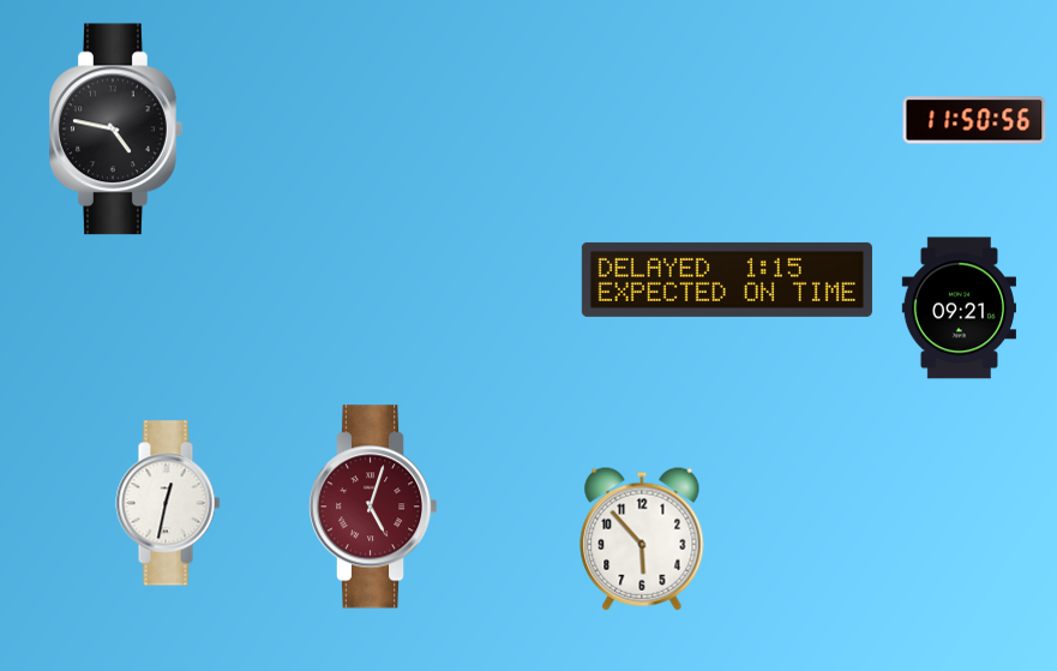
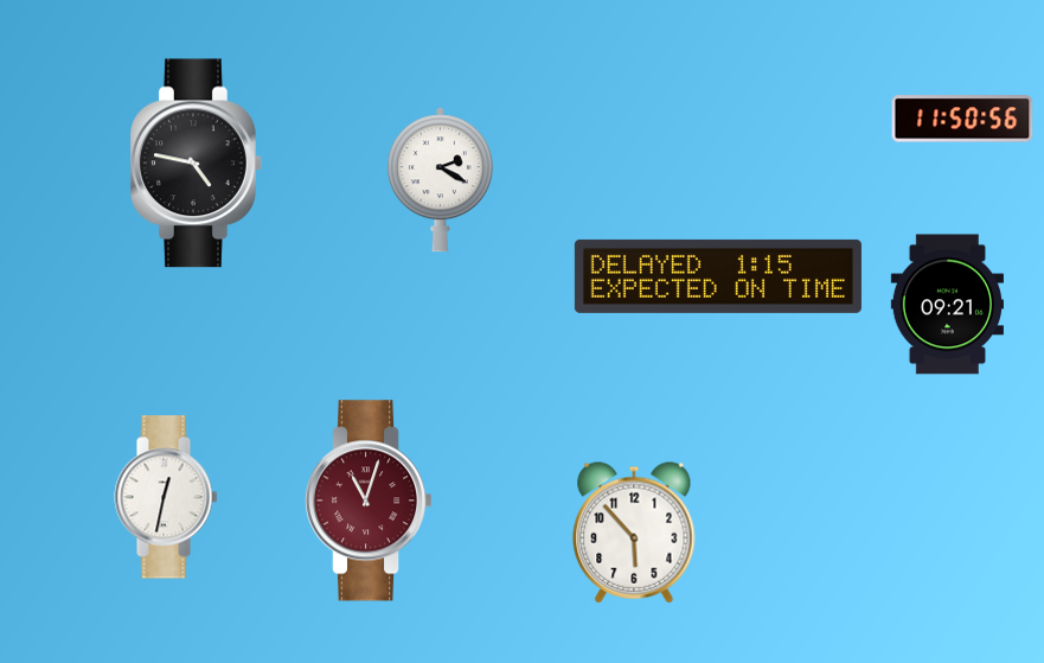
clock at (116, 130) position: (116, 130) -> (197, 164)
clock at (440, 180): none -> 2:20
clock at (373, 507): 5:03 -> 11:03
